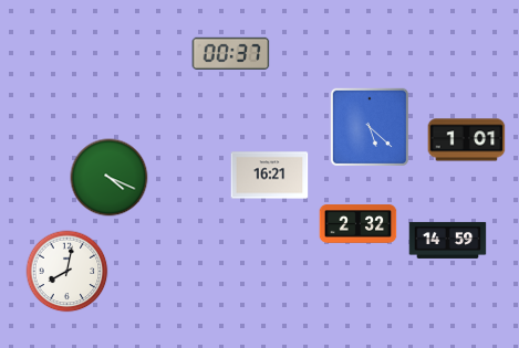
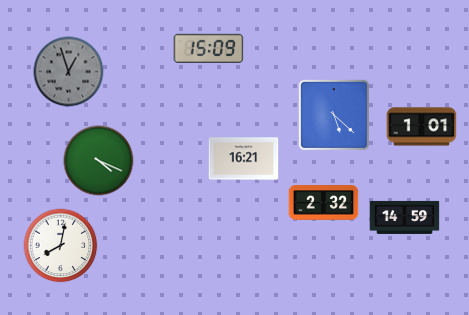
clock at (231, 53): 00:37 -> 15:09
clock at (69, 72): none -> 12:57
